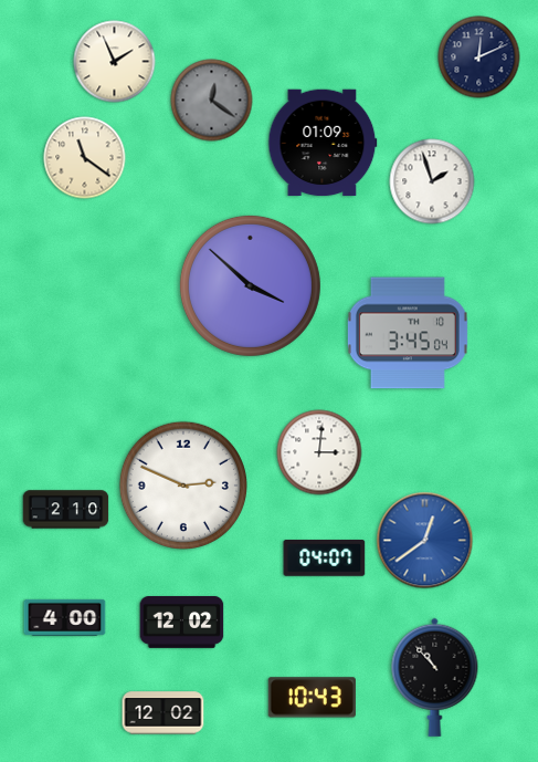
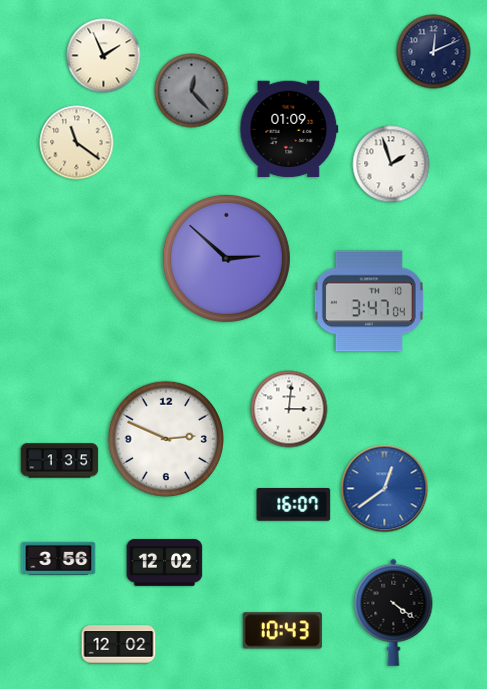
clock at (212, 101): 12:21 -> 12:23
clock at (323, 143) position: (323, 143) -> (289, 129)
clock at (250, 285): 3:52 -> 2:52
clock at (408, 333): 3:45 -> 3:47
clock at (66, 510): 2:10 -> 1:35
clock at (325, 559): 04:07 -> 16:07
clock at (65, 617): 4:00 -> 3:56
clock at (435, 677): 10:53 -> 4:21
clock at (163, 713) position: (163, 713) -> (119, 645)
